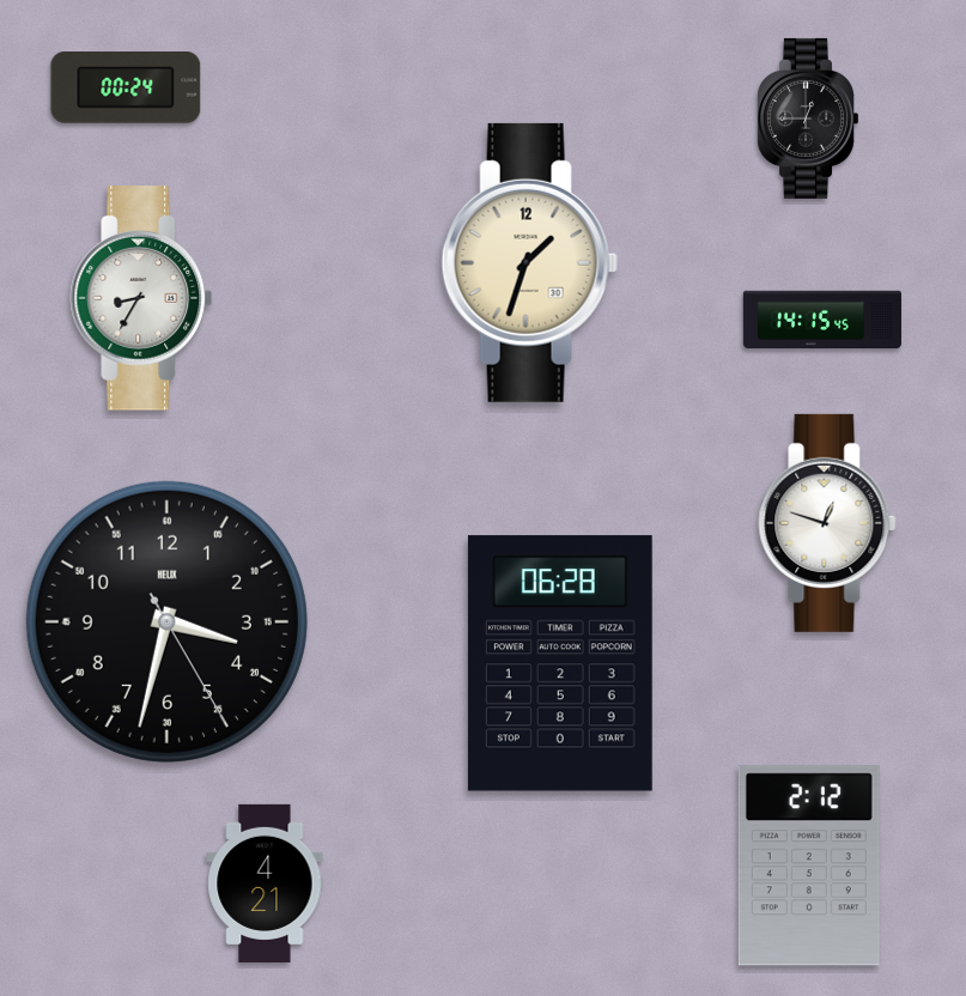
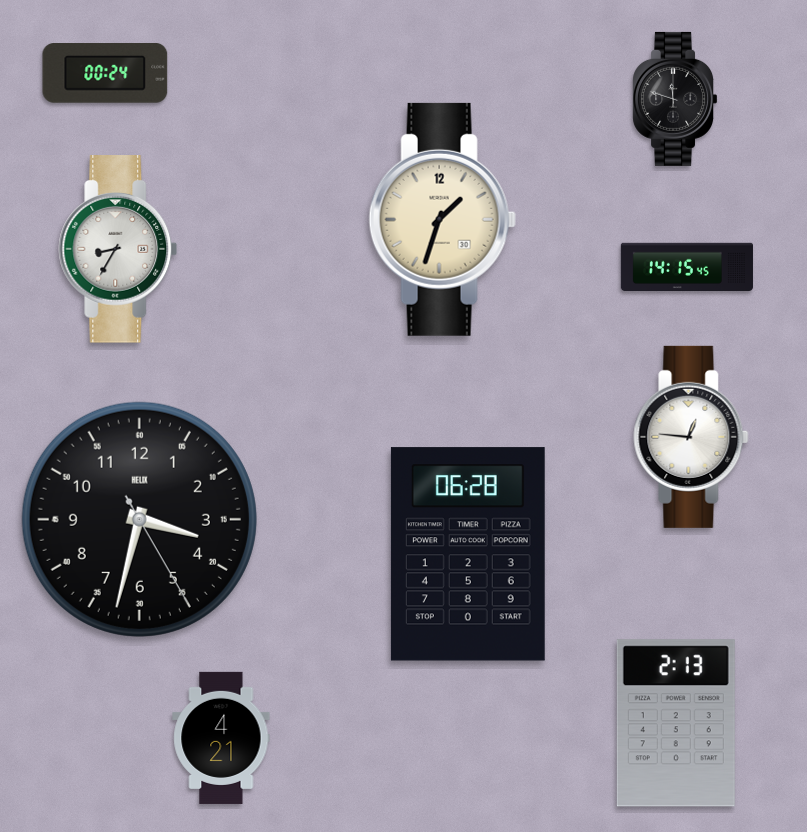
clock at (808, 119): 12:45 -> 11:48
clock at (827, 523): 12:48 -> 12:46
clock at (809, 866): 2:12 -> 2:13
